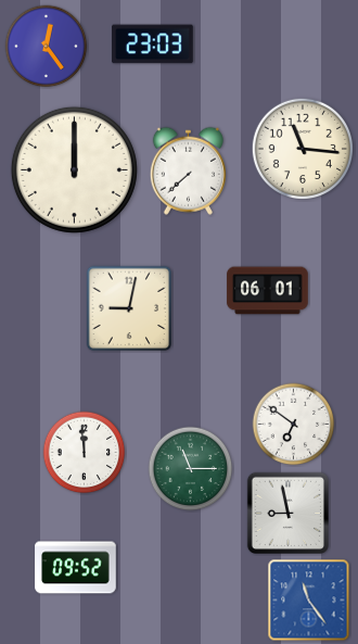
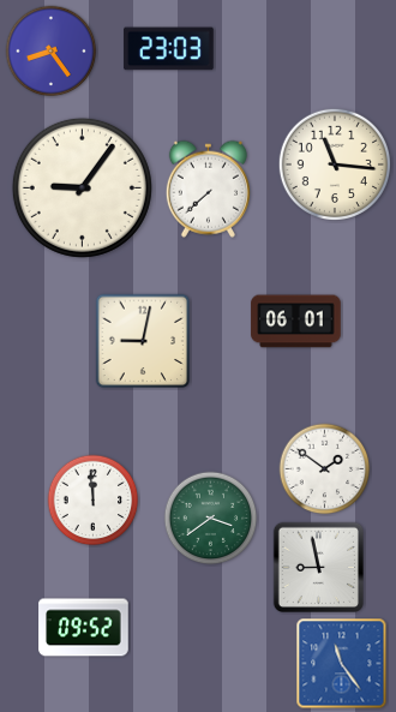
clock at (47, 47): 12:24 -> 8:24
clock at (74, 169): 12:00 -> 9:06
clock at (294, 425): 6:51 -> 1:51
clock at (191, 469): 11:15 -> 3:39
